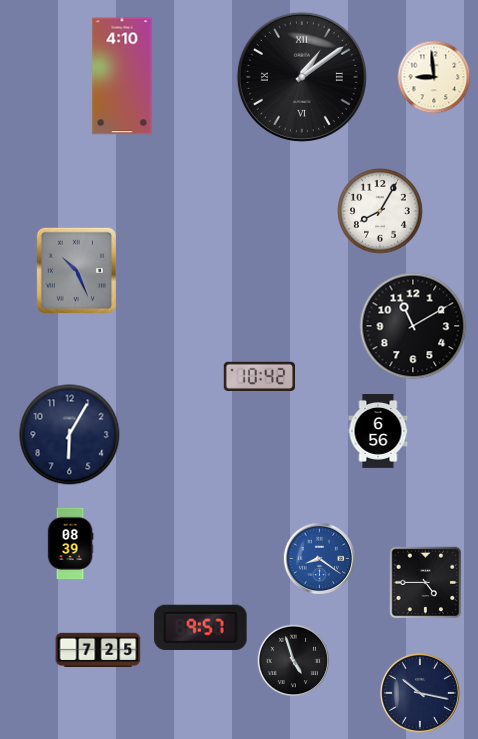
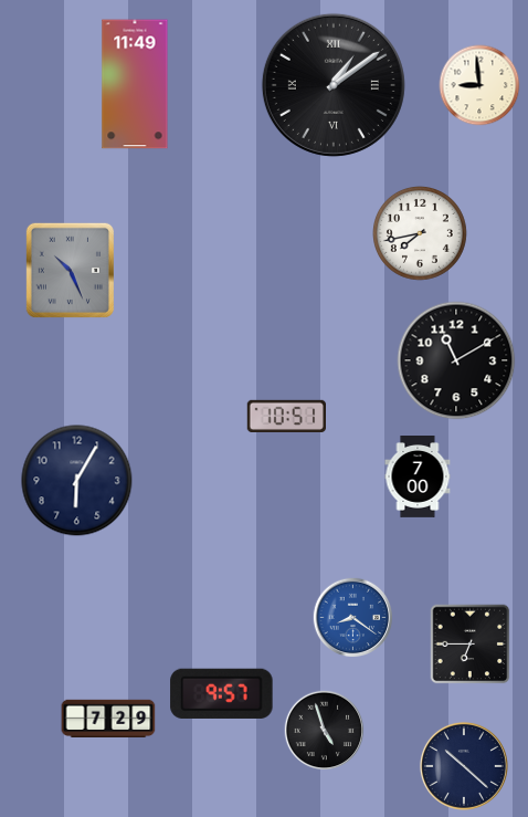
clock at (122, 76): 4:10 -> 11:49
clock at (381, 212): 8:05 -> 7:43
clock at (76, 270) position: (76, 270) -> (70, 270)
clock at (259, 376): 10:42 -> 10:51
clock at (378, 432): 6:56 -> 7:00
clock at (70, 544): 08:39 -> none
clock at (426, 583): 4:45 -> 6:45
clock at (98, 649): 7:25 -> 7:29
clock at (420, 693): 10:17 -> 10:22
